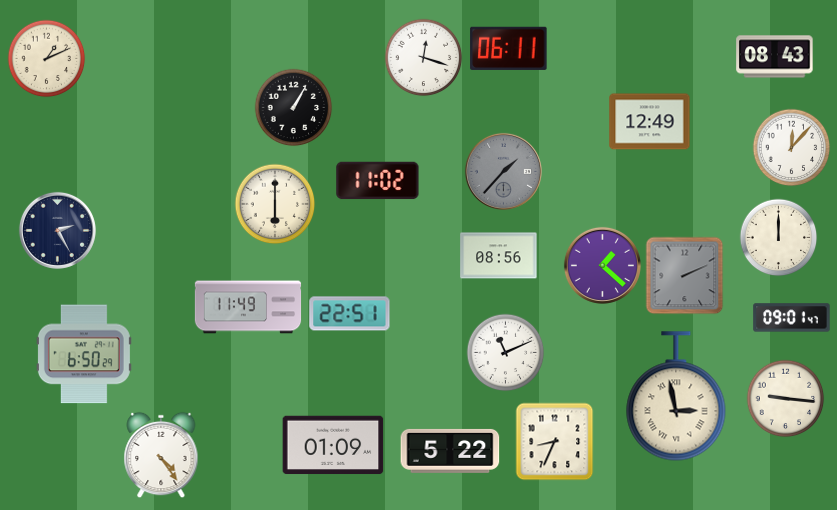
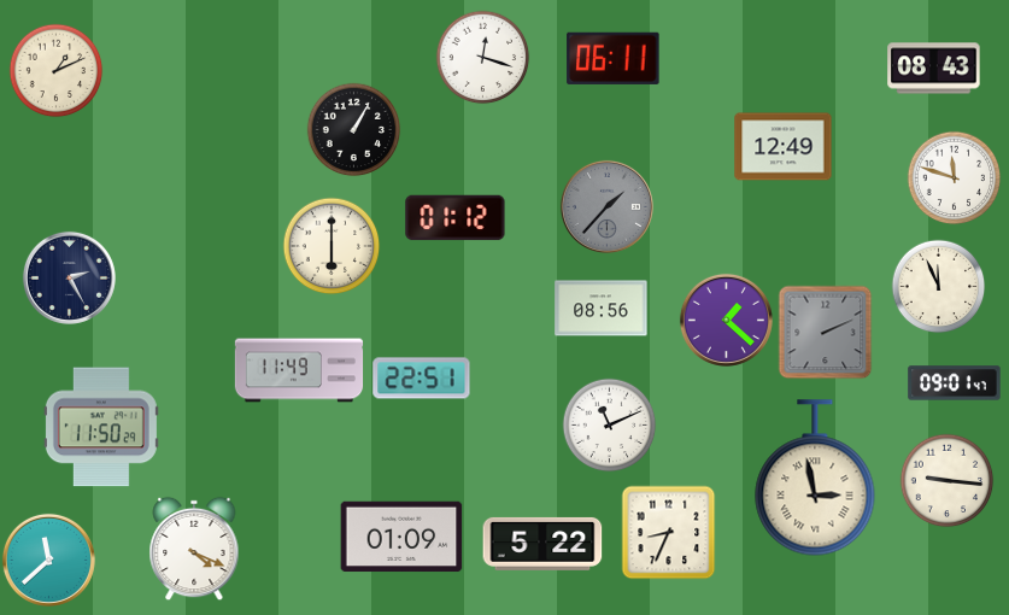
clock at (423, 57) position: (423, 57) -> (482, 57)
clock at (791, 147): 12:07 -> 11:48
clock at (378, 181): 11:02 -> 01:12
clock at (778, 237): 12:00 -> 11:56
clock at (84, 354): 6:50 -> 11:50
clock at (161, 455): 4:24 -> 4:19
clock at (48, 560): none -> 11:38
